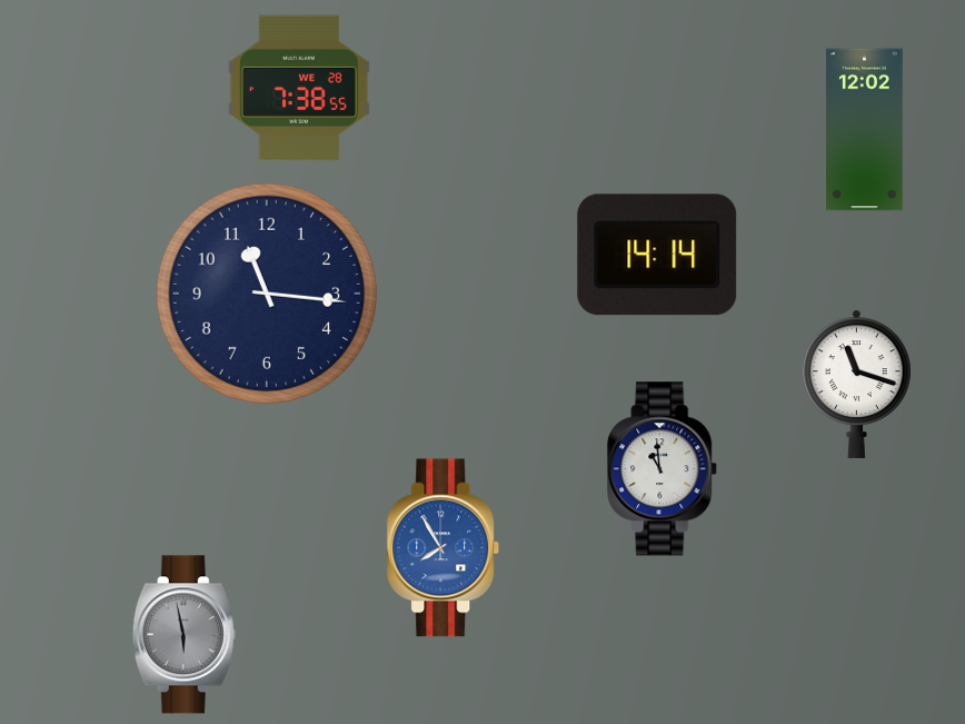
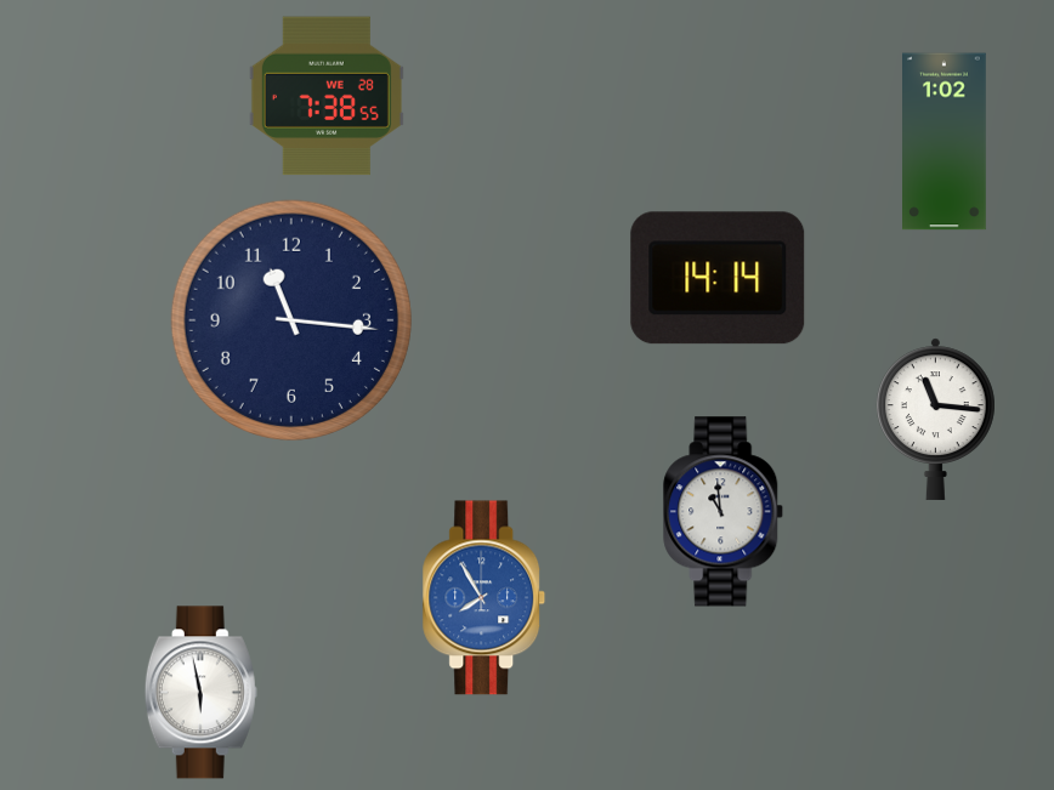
clock at (865, 130): 12:02 -> 1:02
clock at (856, 384): 11:18 -> 11:16
clock at (183, 635) dial: grey -> white
